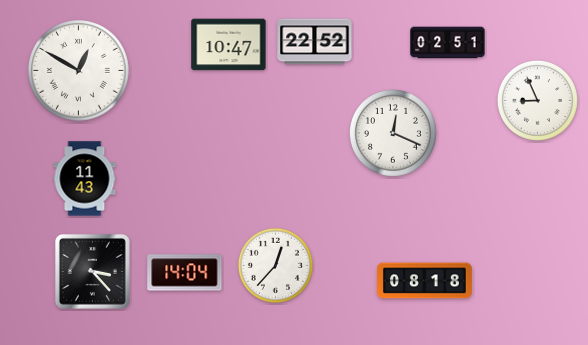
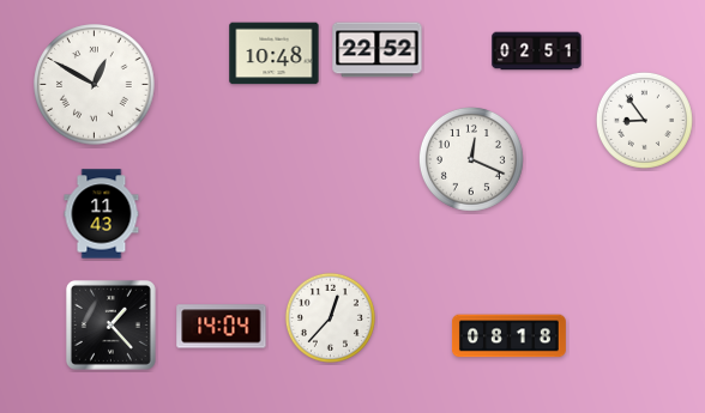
clock at (229, 45): 10:47 -> 10:48
clock at (537, 100): 8:56 -> 8:54
clock at (92, 271): 3:23 -> 1:23
